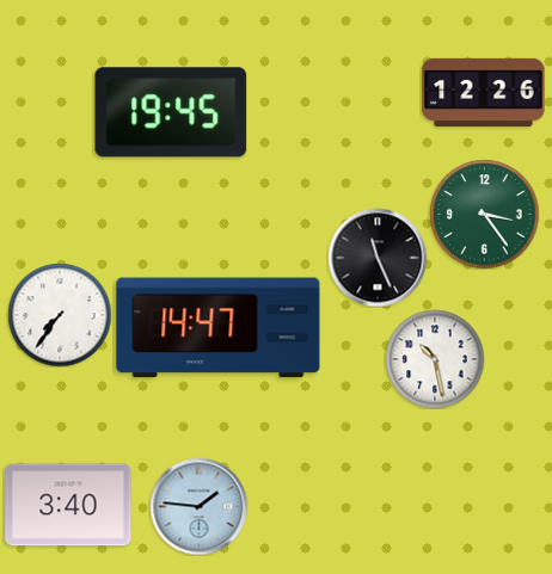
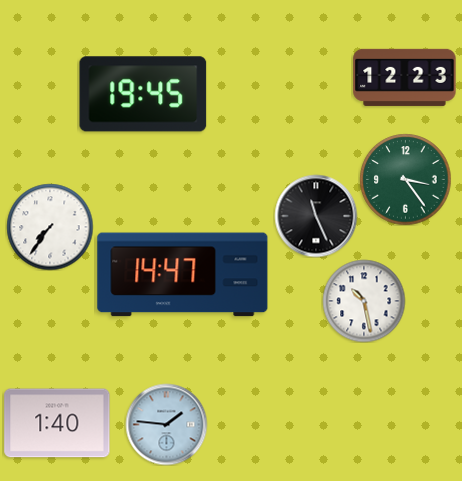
clock at (484, 92): 12:26 -> 12:23
clock at (60, 315) position: (60, 315) -> (50, 227)
clock at (68, 505): 3:40 -> 1:40
